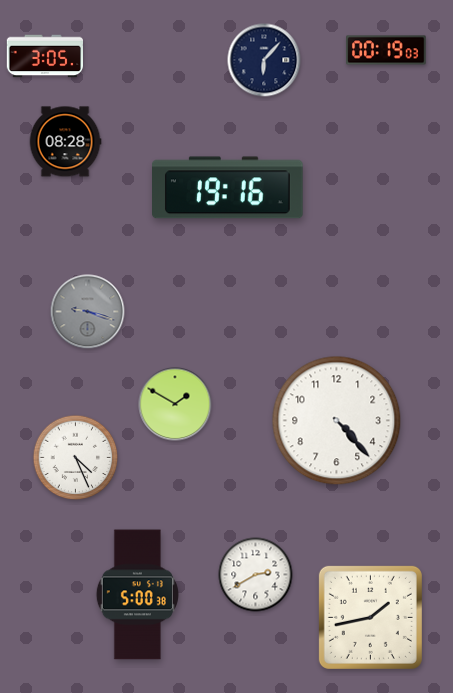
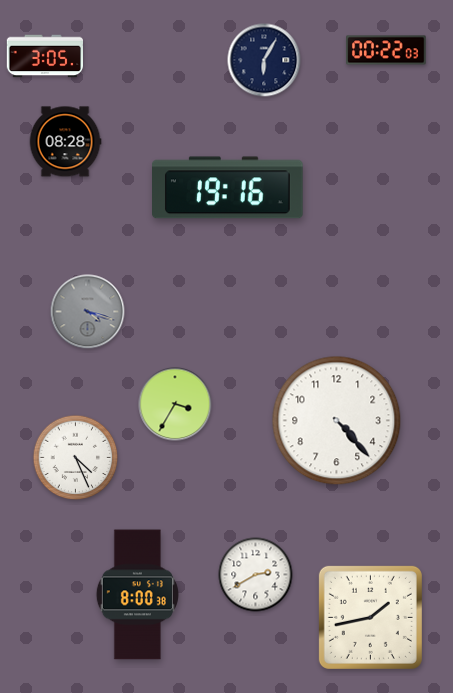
clock at (386, 50): 00:19 -> 00:22
clock at (264, 60): 6:07 -> 6:05
clock at (88, 312): 9:18 -> 4:18
clock at (175, 404): 1:50 -> 3:35
clock at (137, 595): 5:00 -> 8:00
